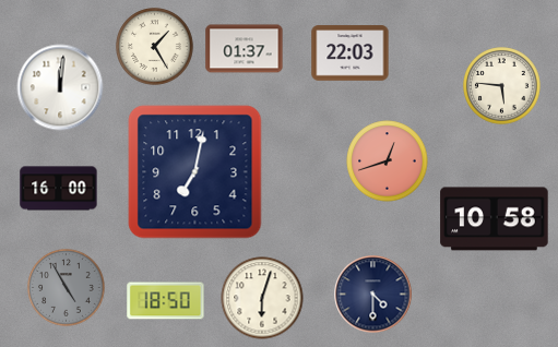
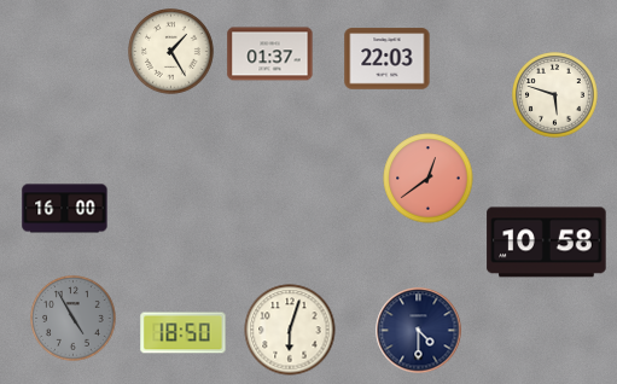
clock at (502, 86): 5:46 -> 5:48
clock at (60, 87): 12:01 -> none
clock at (388, 161): 12:42 -> 12:39
clock at (195, 172): 7:02 -> none
clock at (373, 295) position: (373, 295) -> (419, 331)
